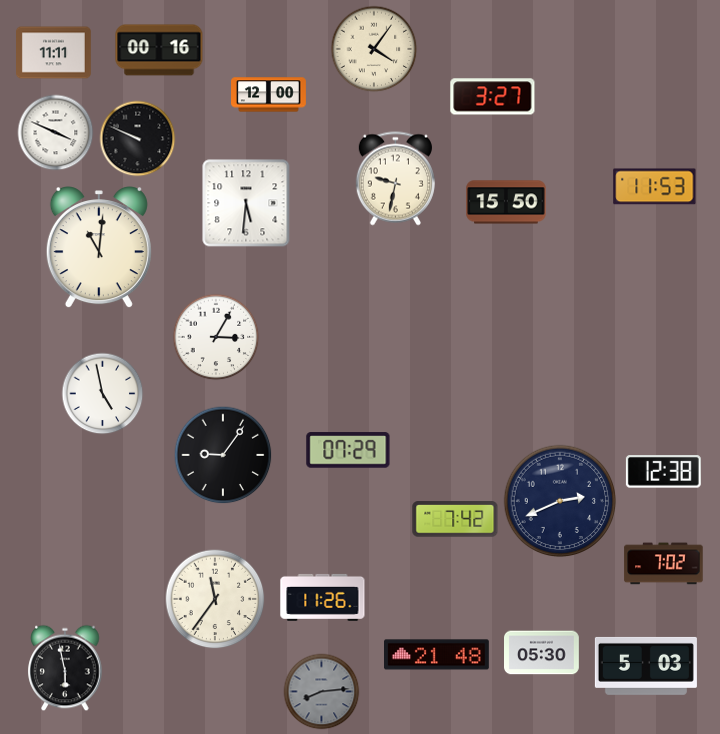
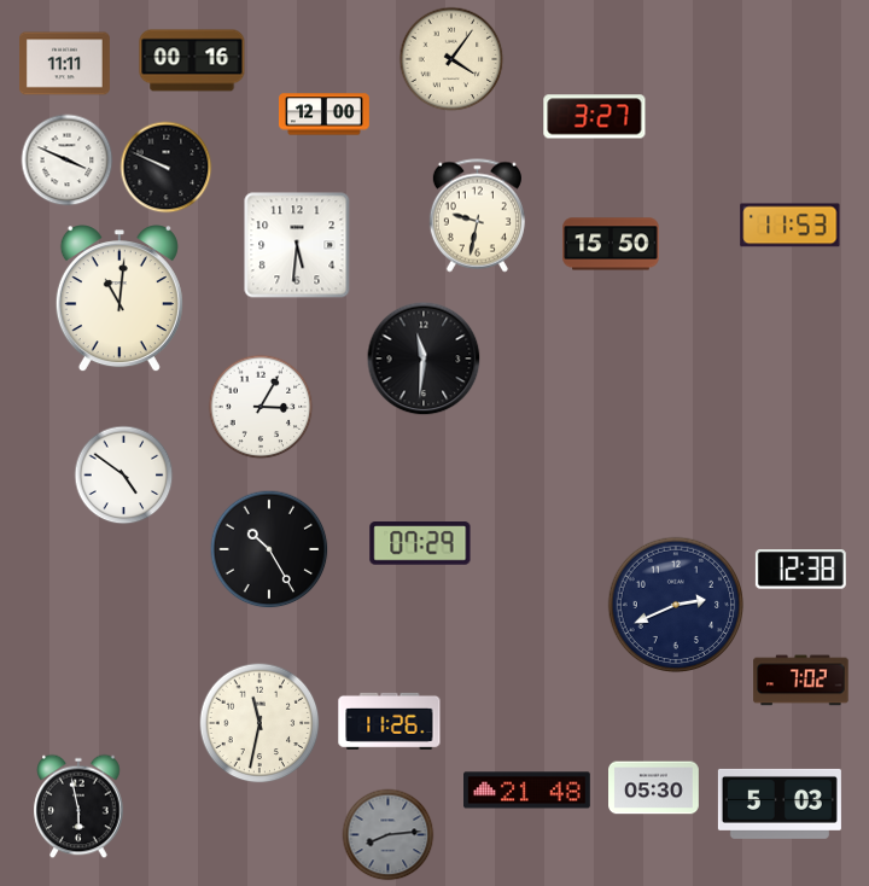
clock at (424, 359): none -> 11:31
clock at (103, 394): 4:58 -> 4:51
clock at (223, 455): 9:06 -> 10:25
clock at (455, 519): 7:42 -> none
clock at (215, 599): 11:36 -> 11:32
